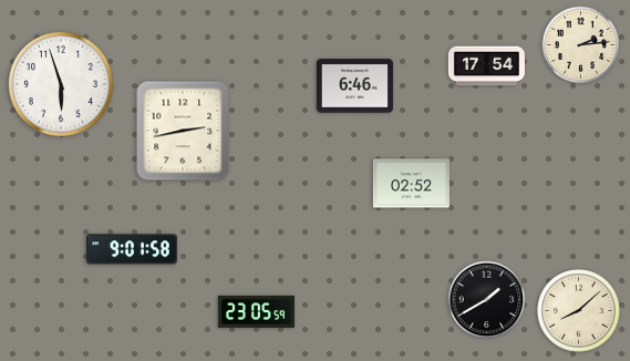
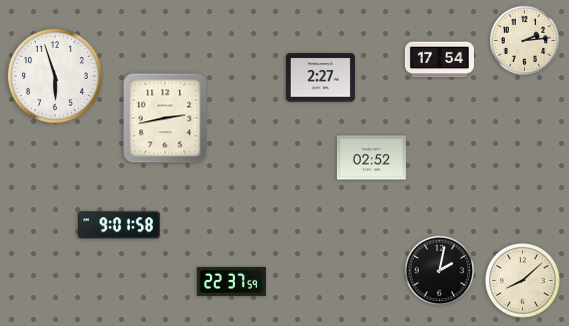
clock at (354, 86): 6:46 -> 2:27
clock at (411, 184) position: (411, 184) -> (371, 158)
clock at (487, 300): 1:40 -> 2:02
clock at (256, 311): 23:05 -> 22:37
